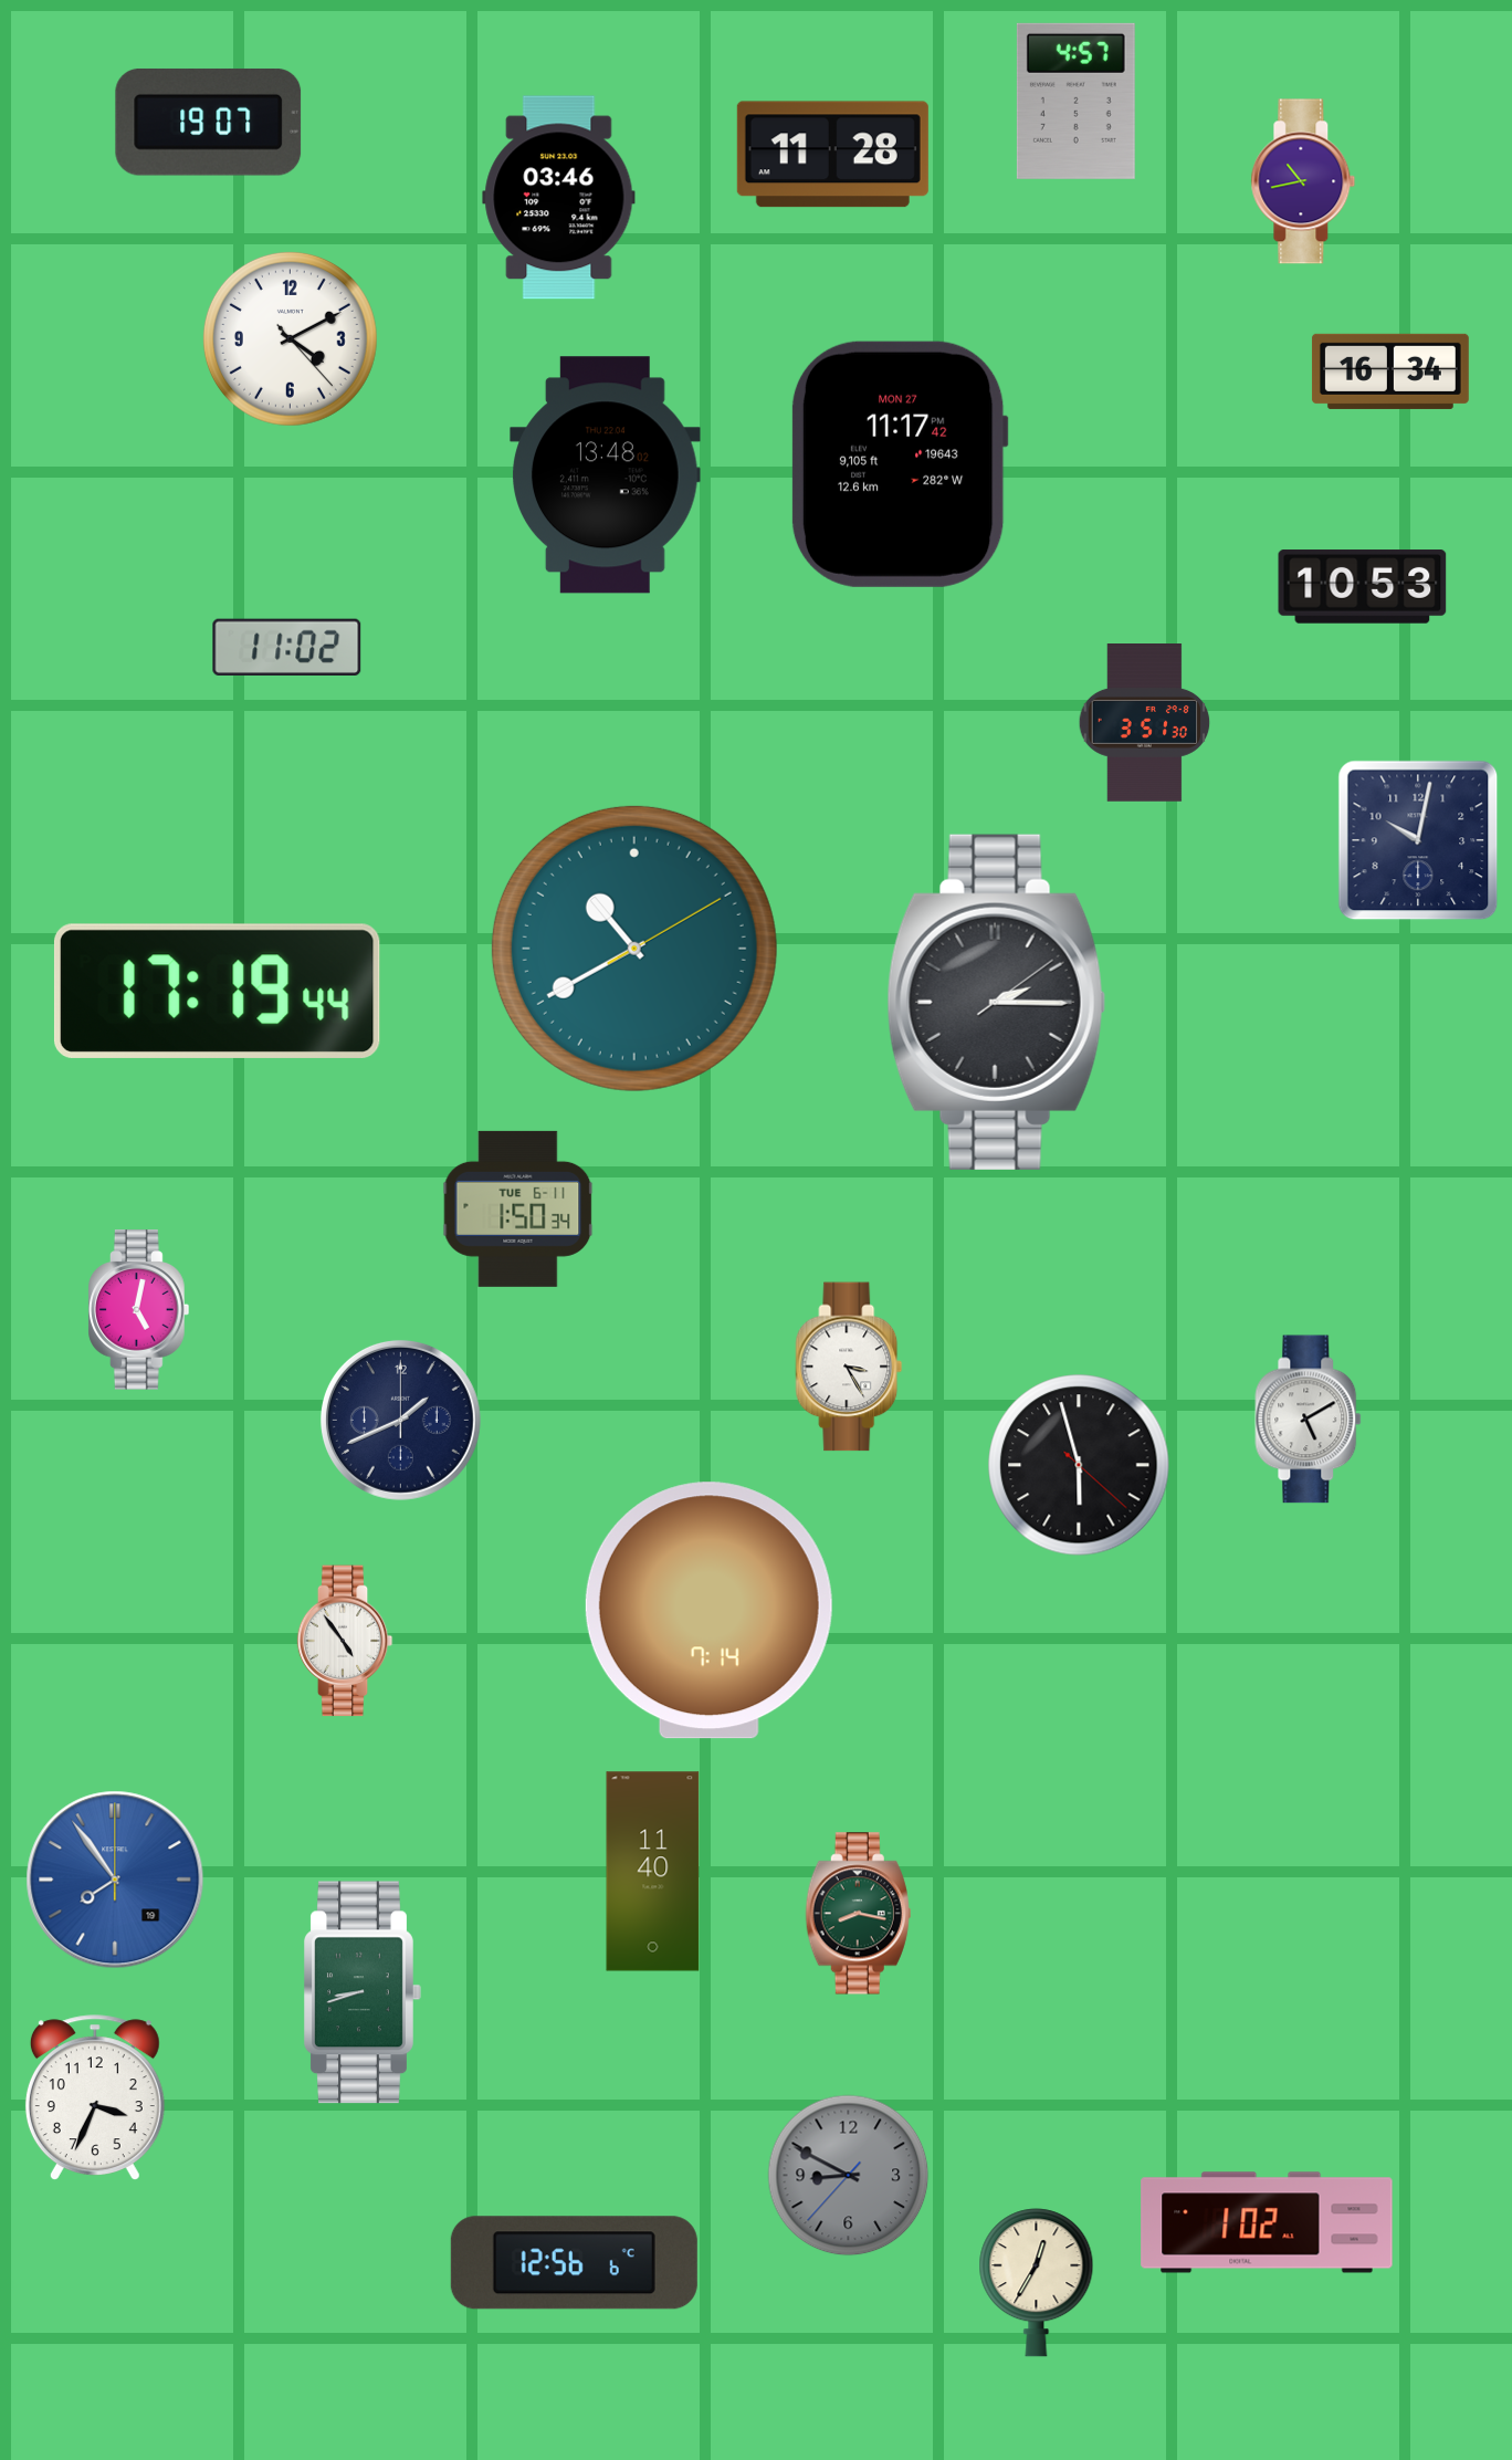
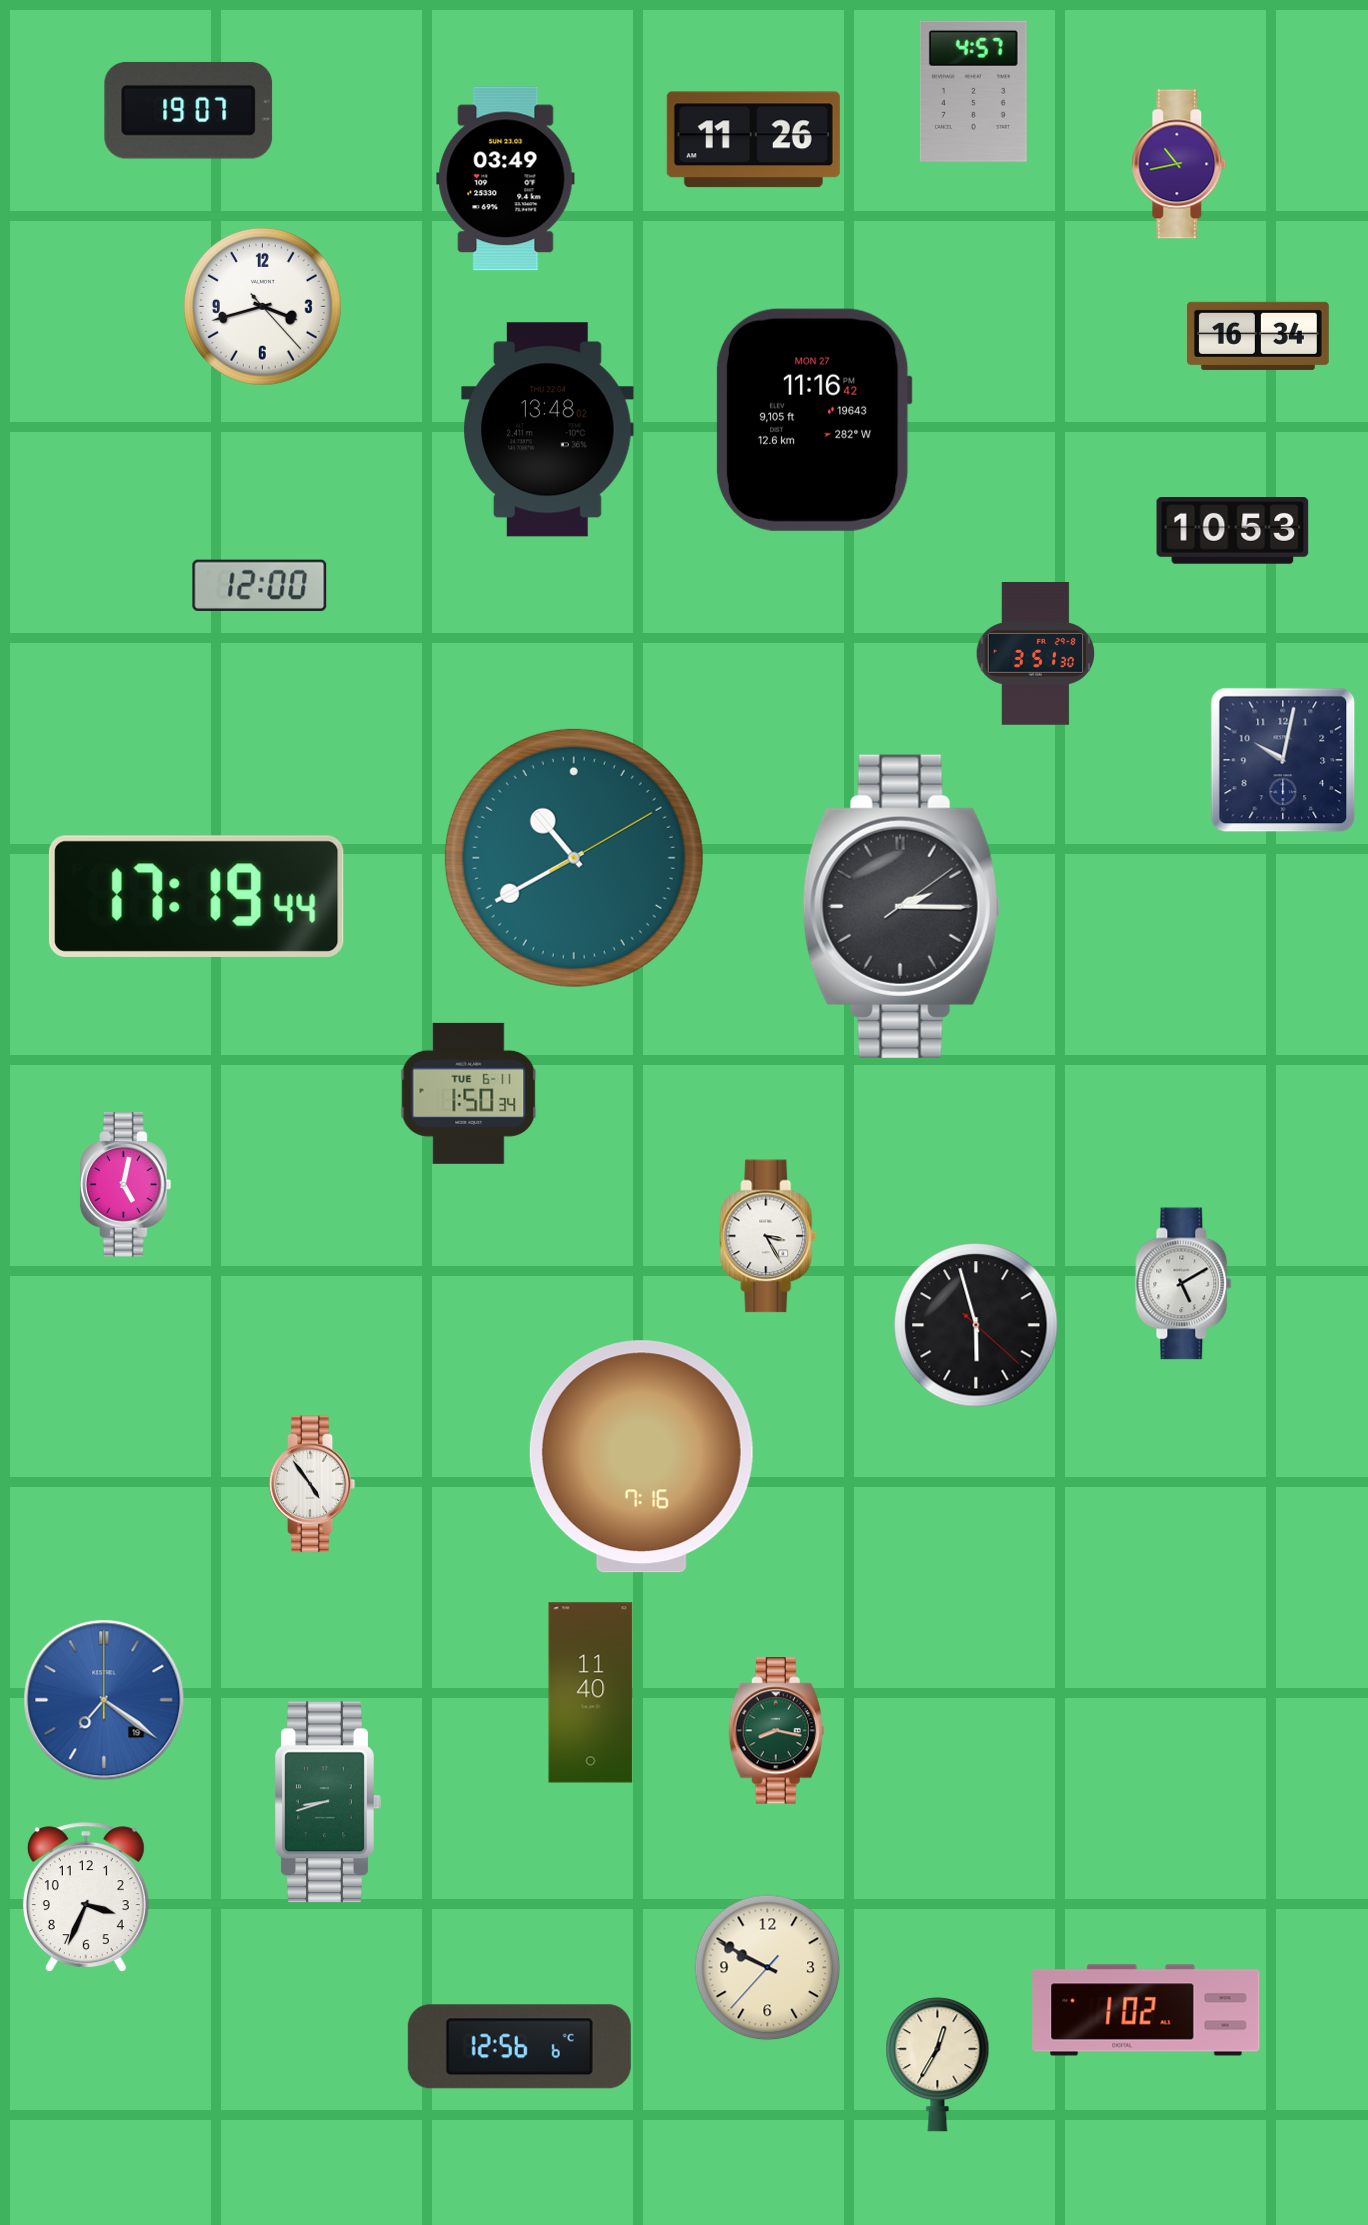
clock at (832, 155): 11:28 -> 11:26
clock at (559, 198): 03:46 -> 03:49
clock at (290, 338): 4:10 -> 3:42
clock at (900, 464): 11:17 -> 11:16
clock at (287, 647): 11:02 -> 12:00
clock at (400, 1420): 1:41 -> none
clock at (708, 1611): 7:14 -> 7:16
clock at (115, 1880): 7:54 -> 7:21
clock at (849, 2176): 8:49 -> 9:49
clock at (849, 2176) dial: grey -> cream
